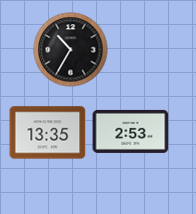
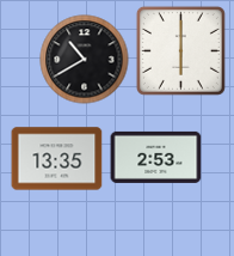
clock at (180, 50): none -> 6:00
clock at (71, 50): 10:35 -> 10:40
